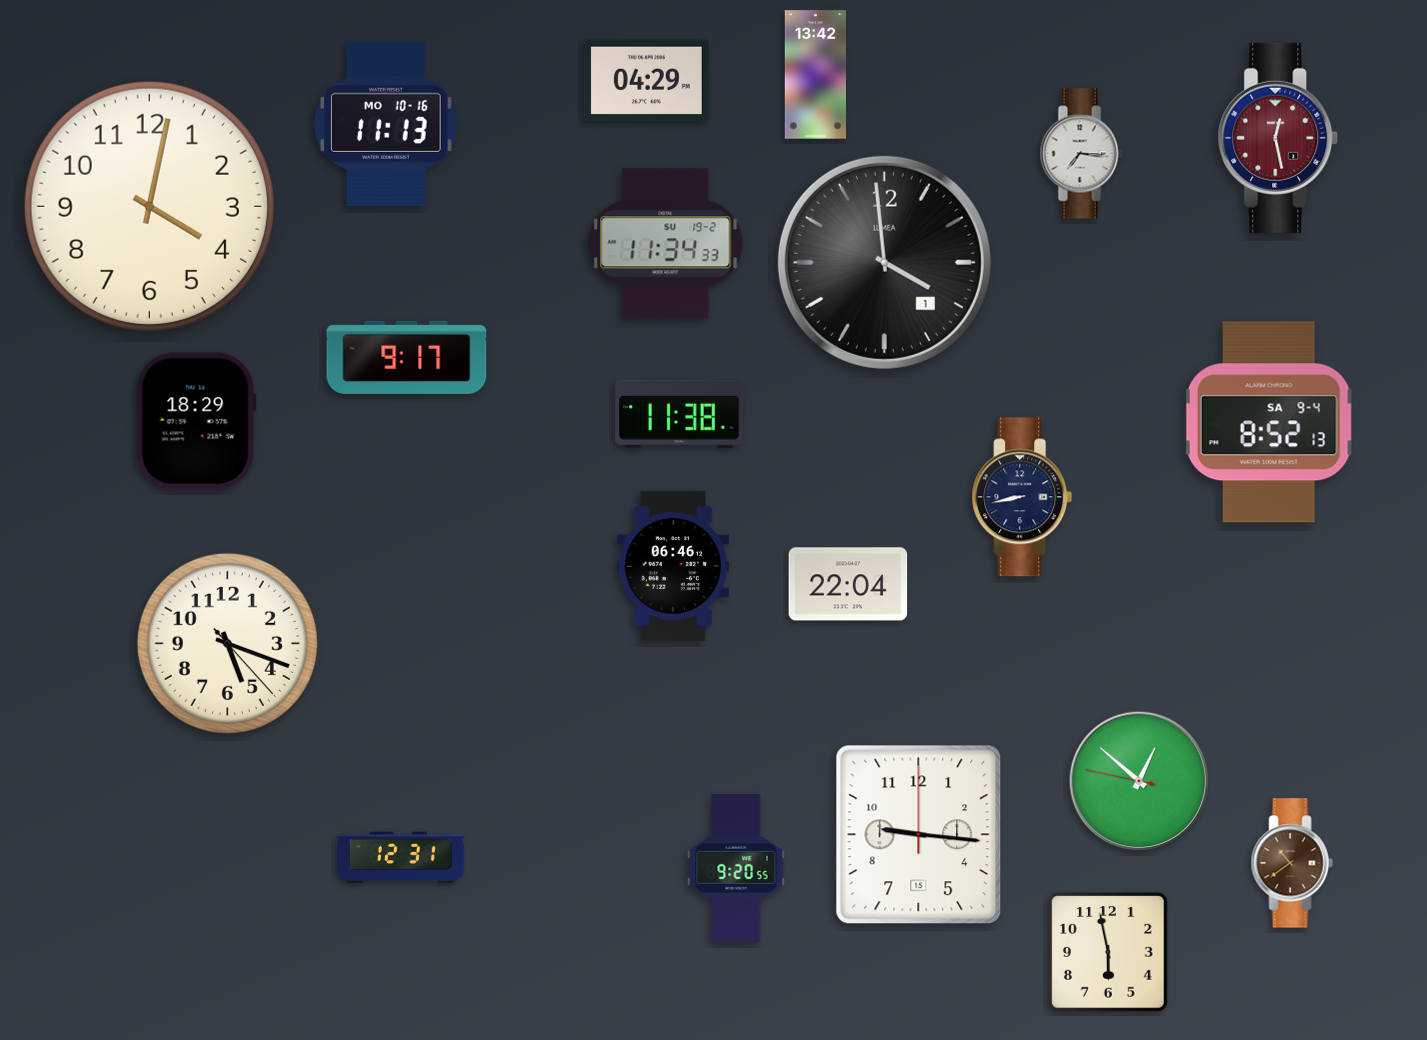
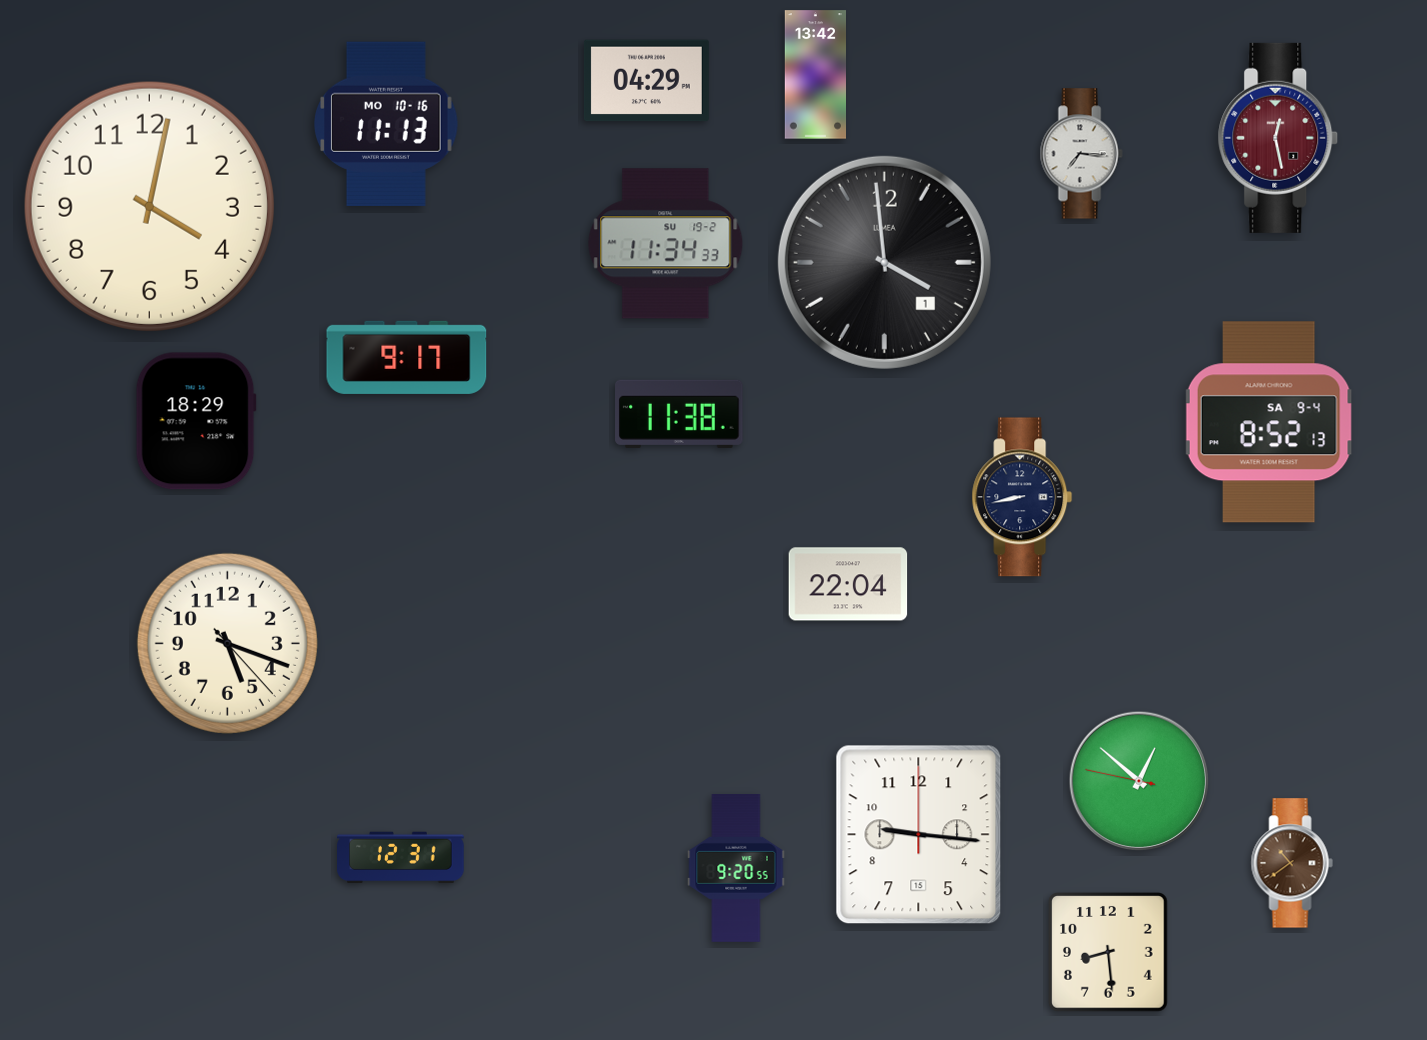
clock at (673, 566): 06:46 -> none
clock at (1109, 953): 5:58 -> 8:29
